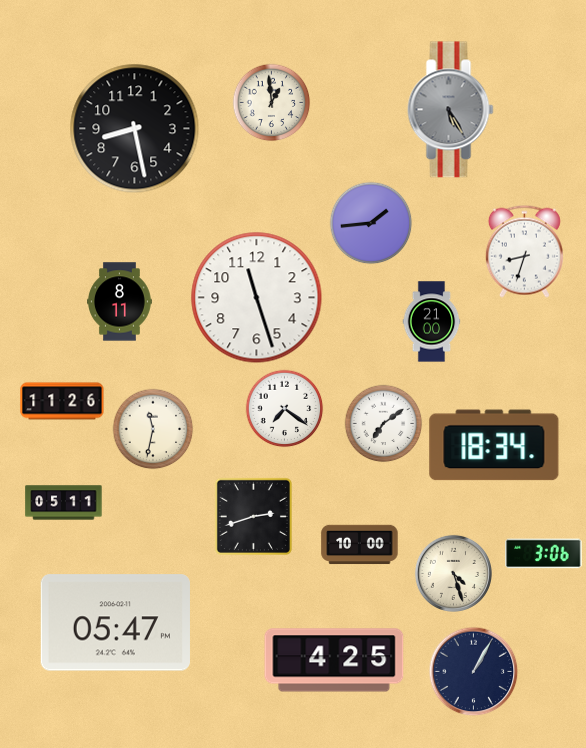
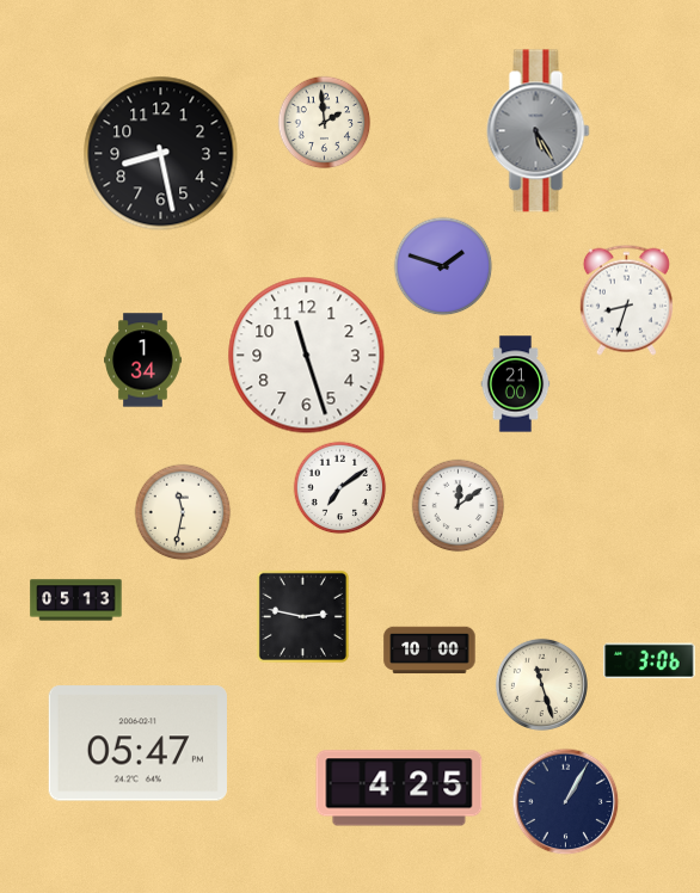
clock at (271, 102): 12:59 -> 1:59
clock at (371, 223): 1:44 -> 1:48
clock at (120, 302): 8:11 -> 1:34
clock at (62, 401): 11:26 -> none
clock at (284, 408): 7:21 -> 7:09
clock at (383, 423): 7:09 -> 12:09
clock at (494, 445): 18:34 -> none
clock at (64, 503): 05:11 -> 05:13
clock at (253, 516): 2:42 -> 2:47
clock at (453, 573): 4:27 -> 11:27
